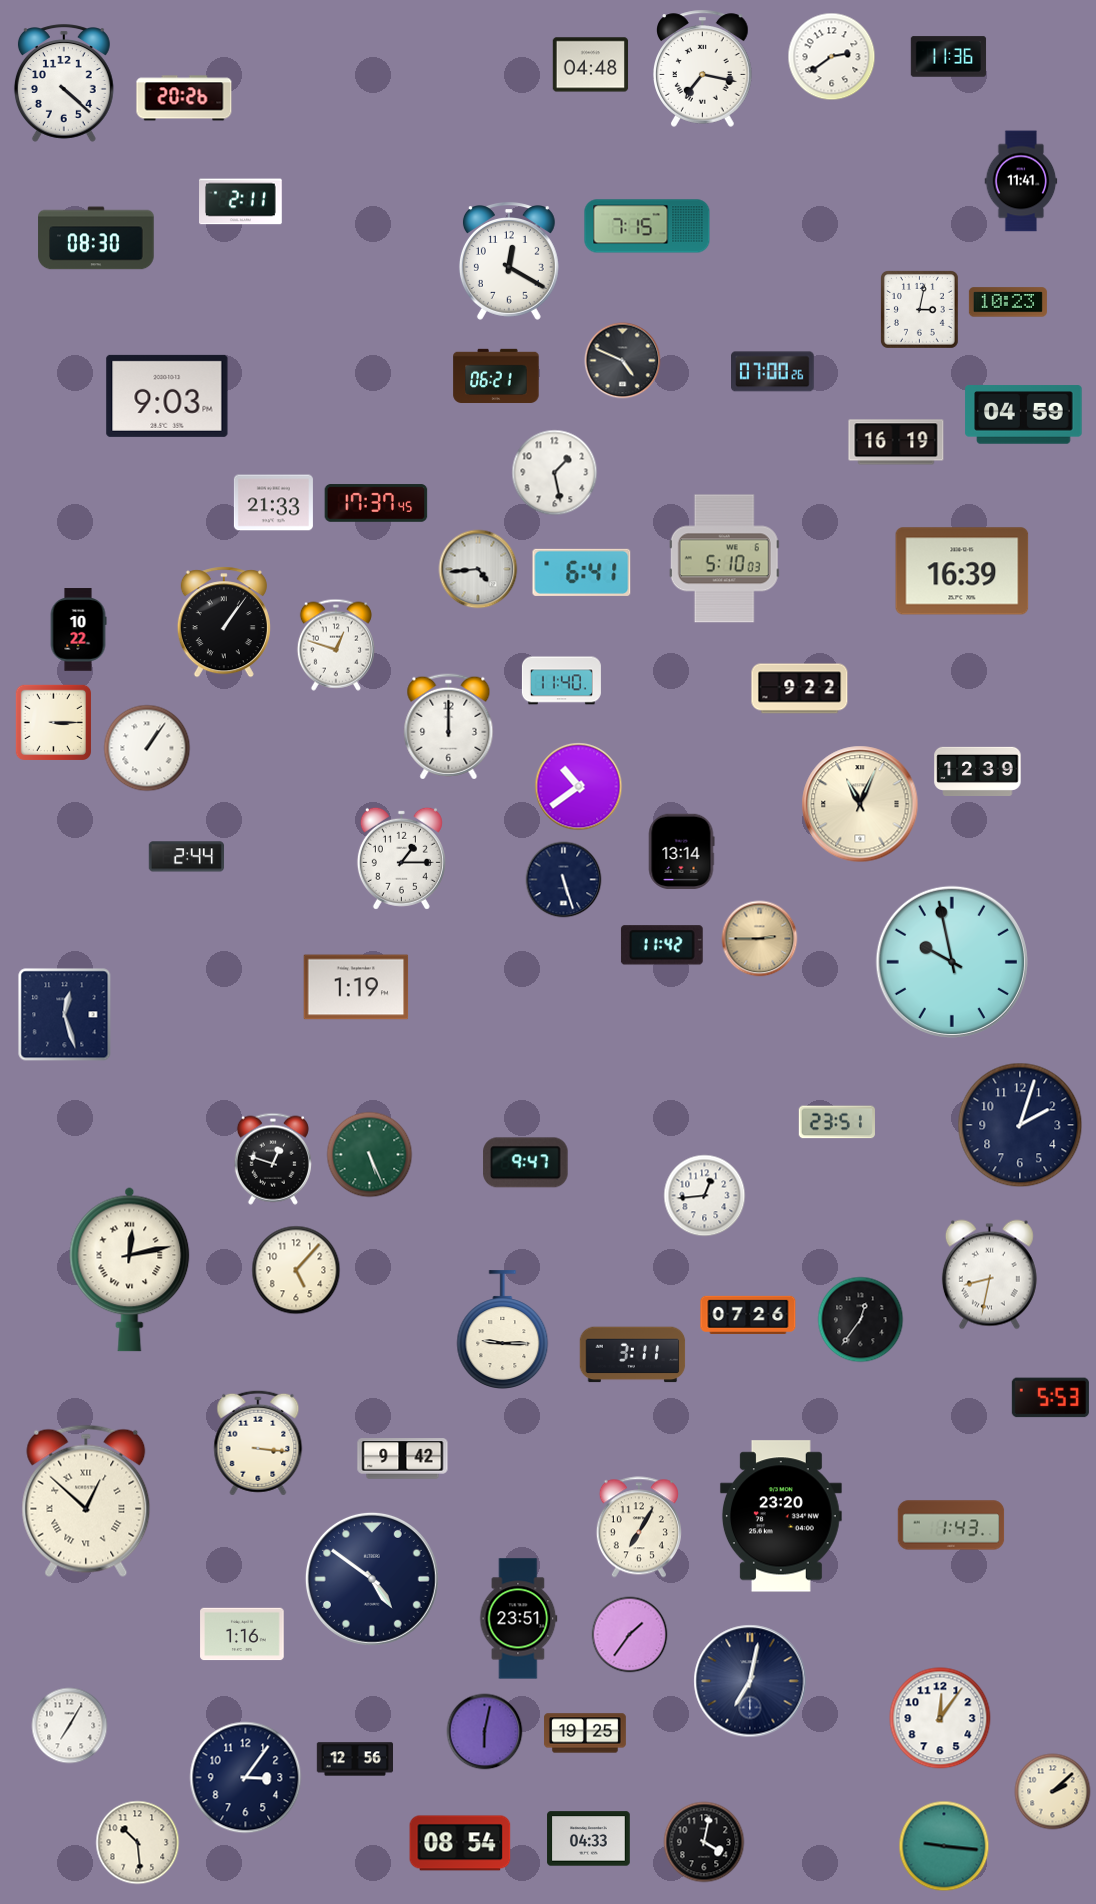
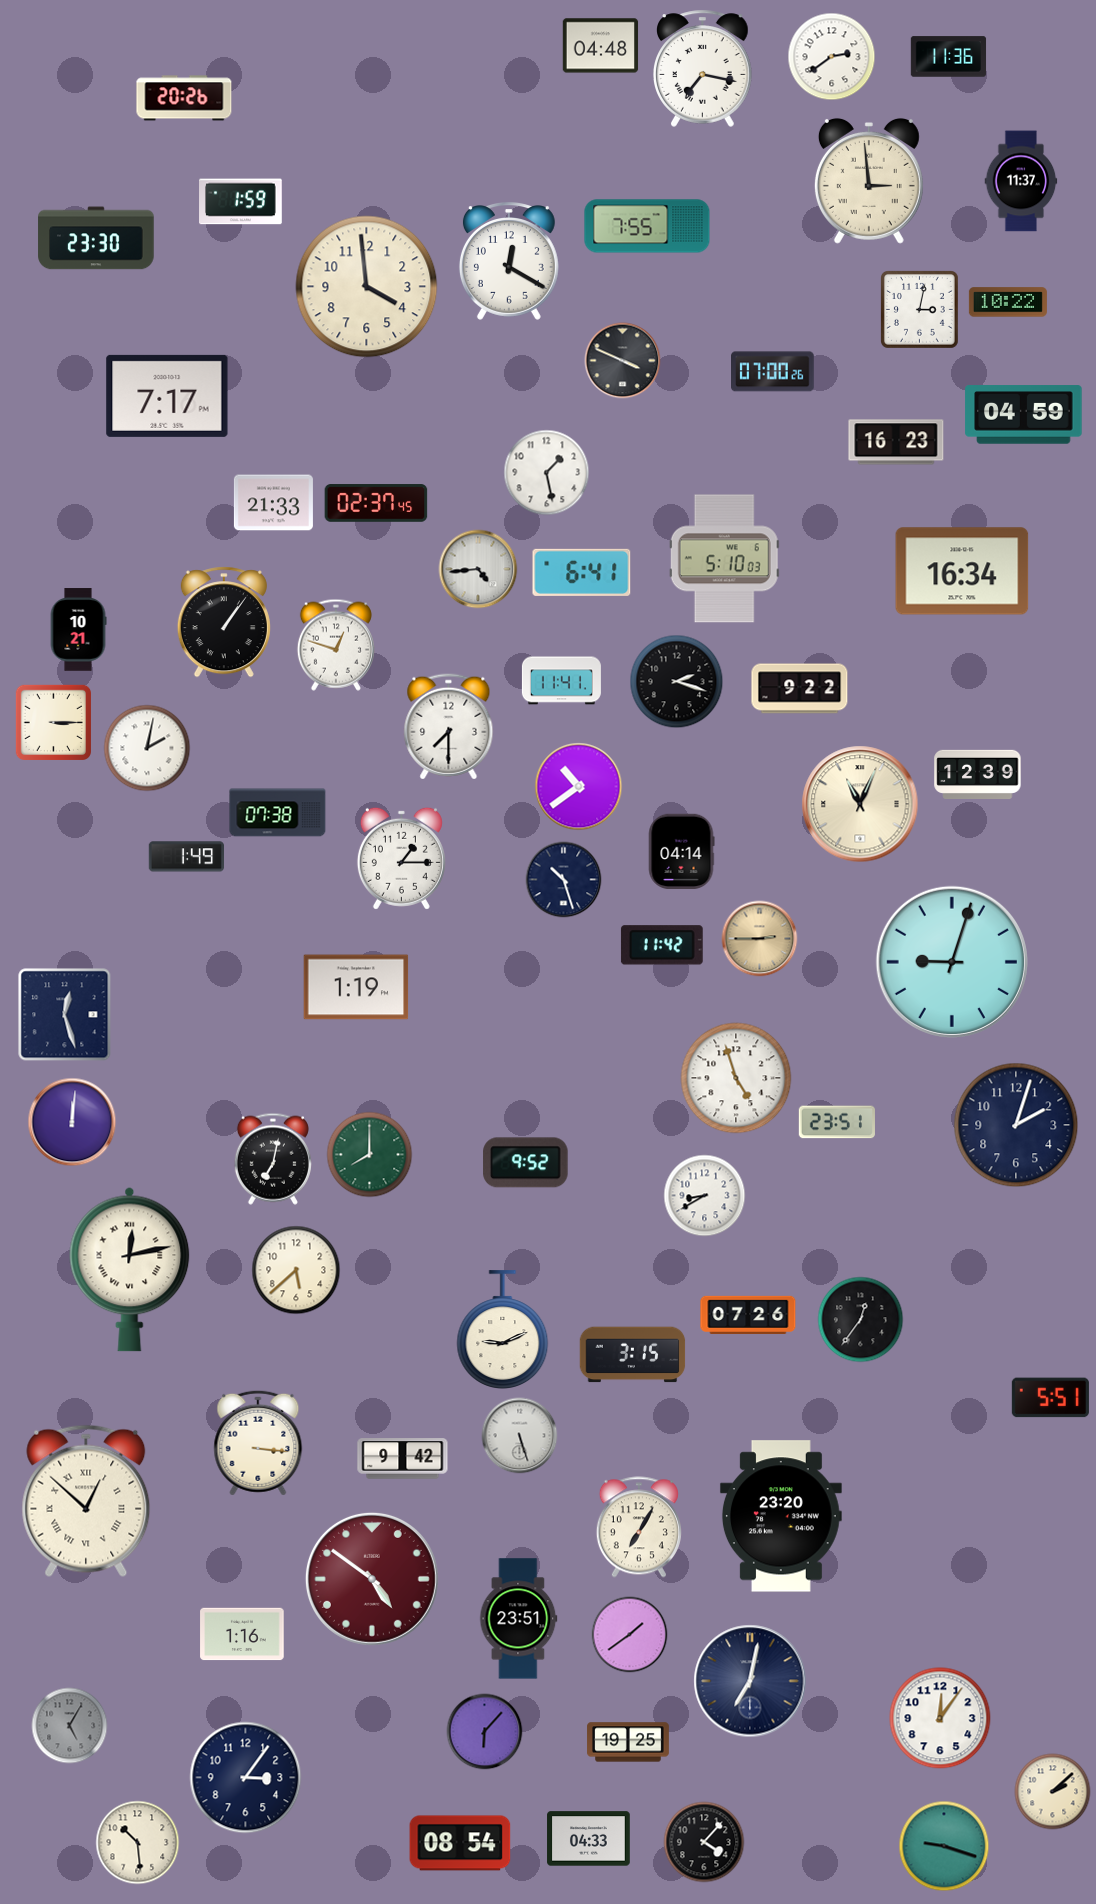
clock at (591, 65) position: (591, 65) -> (601, 46)
clock at (64, 83): 4:22 -> none
clock at (869, 181): none -> 2:59
clock at (1021, 181): 11:41 -> 11:37
clock at (241, 202): 2:11 -> 1:59
clock at (647, 226): 7:15 -> 7:55
clock at (96, 238): 08:30 -> 23:30
clock at (367, 287): none -> 3:59
clock at (1008, 302): 10:23 -> 10:22
clock at (623, 361): 4:49 -> 3:49
clock at (496, 375): 06:21 -> none
clock at (167, 396): 9:03 -> 7:17
clock at (896, 442): 16:19 -> 16:23
clock at (555, 473) position: (555, 473) -> (547, 473)
clock at (376, 503): 17:37 -> 02:37
clock at (962, 571): 16:39 -> 16:34
clock at (78, 630): 10:22 -> 10:21
clock at (561, 681): 11:40 -> 11:41
clock at (677, 682): none -> 2:18
clock at (449, 727): 12:00 -> 7:30
clock at (147, 748): 1:06 -> 2:02
clock at (978, 771) position: (978, 771) -> (978, 774)
clock at (278, 813): none -> 07:38
clock at (681, 852): 13:14 -> 04:14
clock at (186, 857): 2:44 -> 1:49
clock at (564, 880): 5:27 -> 10:27
clock at (952, 962): 9:58 -> 9:03
clock at (736, 1078): none -> 4:57
clock at (72, 1122): none -> 12:01
clock at (1020, 1125) position: (1020, 1125) -> (1016, 1125)
clock at (370, 1155): 5:26 -> 8:00
clock at (273, 1159): 12:48 -> 7:02
clock at (526, 1163): 9:47 -> 9:52
clock at (705, 1196): 12:44 -> 8:40
clock at (296, 1270): 5:07 -> 5:38
clock at (989, 1275): 8:32 -> none
clock at (503, 1329): 9:15 -> 9:11
clock at (633, 1355): 3:11 -> 3:15
clock at (1050, 1398): 5:53 -> 5:51
clock at (520, 1436): none -> 5:27
clock at (951, 1525): 1:43 -> none
clock at (372, 1579) dial: navy -> burgundy
clock at (630, 1635): 1:36 -> 1:39
clock at (70, 1726): 7:05 -> 5:05
clock at (70, 1726) dial: white -> grey
clock at (485, 1732): 6:02 -> 6:07
clock at (585, 1733) position: (585, 1733) -> (628, 1742)
clock at (354, 1759): 12:56 -> none
clock at (704, 1842): 4:02 -> 4:07
clock at (944, 1846): 9:16 -> 9:18
